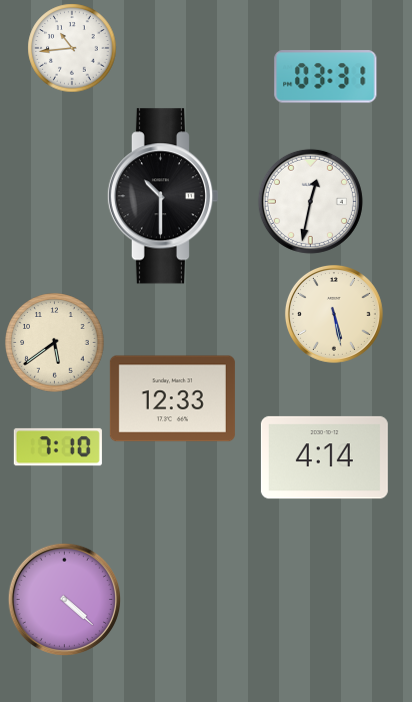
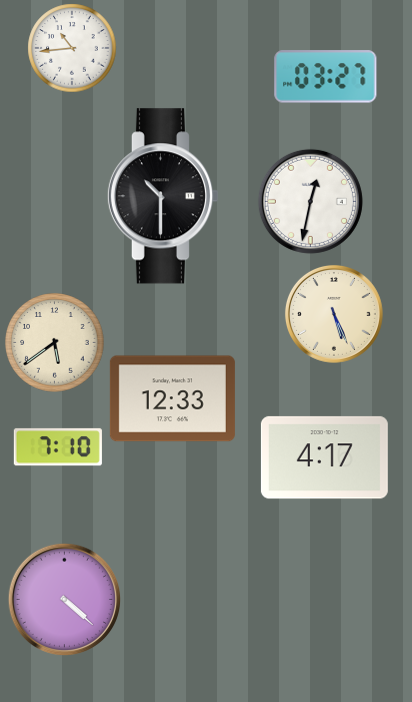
clock at (326, 77): 03:31 -> 03:27
clock at (334, 314): 5:28 -> 5:26
clock at (324, 458): 4:14 -> 4:17
